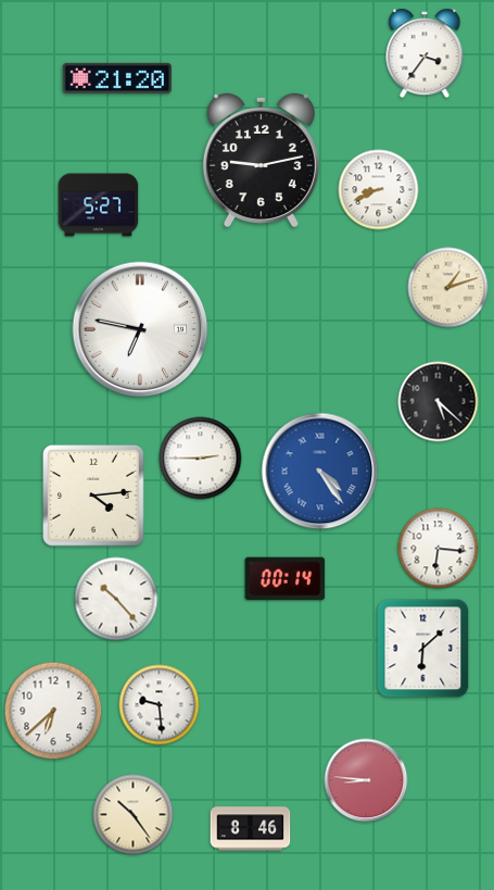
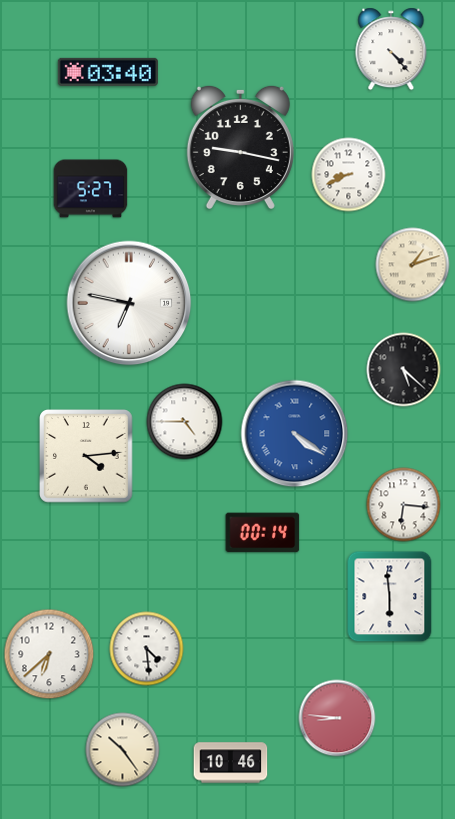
clock at (425, 53): 3:36 -> 4:23
clock at (117, 78): 21:20 -> 03:40
clock at (261, 160): 9:13 -> 9:17
clock at (201, 459): 2:45 -> 4:45
clock at (320, 472): 4:24 -> 4:21
clock at (116, 599): 10:23 -> none
clock at (423, 649): 6:08 -> 5:59
clock at (160, 705): 9:29 -> 4:29
clock at (251, 829): 8:46 -> 10:46
